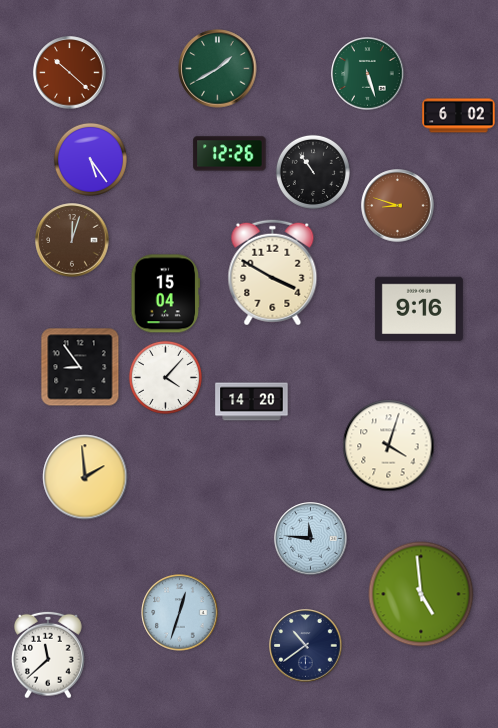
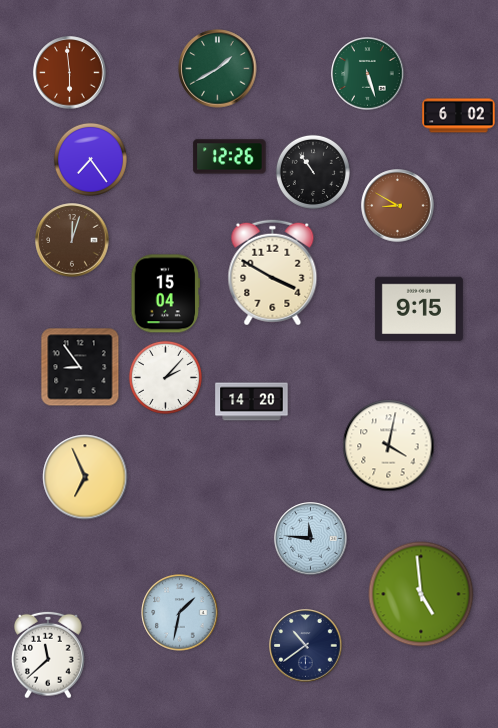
clock at (70, 73): 10:22 -> 5:59
clock at (230, 154) position: (230, 154) -> (230, 157)
clock at (90, 159): 5:24 -> 7:24
clock at (398, 206): 8:48 -> 8:50
clock at (419, 309): 9:16 -> 9:15
clock at (165, 377): 4:07 -> 2:07
clock at (389, 446): 4:03 -> 4:02
clock at (85, 477): 1:59 -> 6:56
clock at (180, 613): 12:33 -> 1:32
